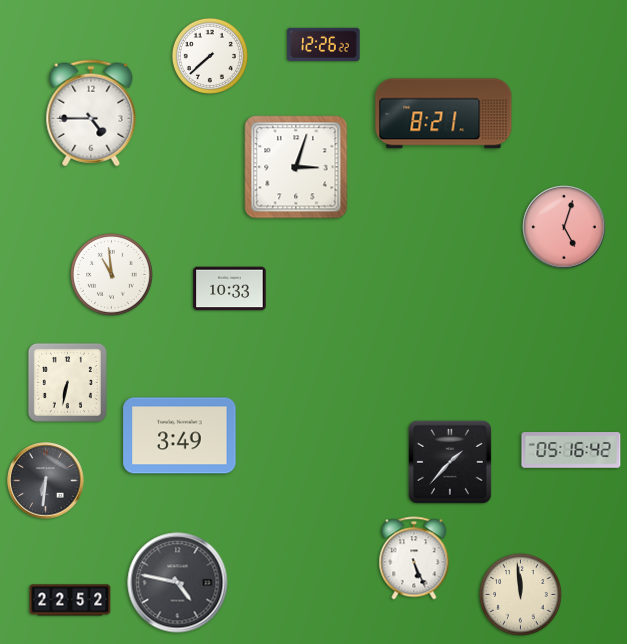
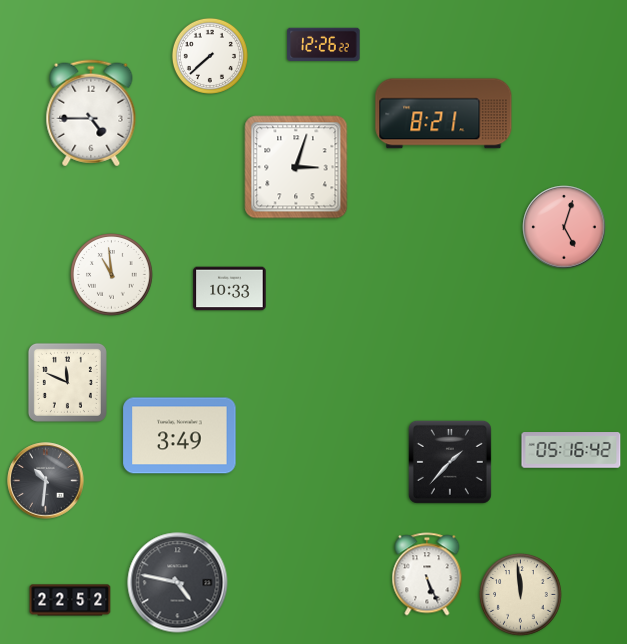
clock at (67, 382): 6:32 -> 11:49
clock at (46, 481): 6:31 -> 10:31
clock at (414, 558) position: (414, 558) -> (427, 574)
